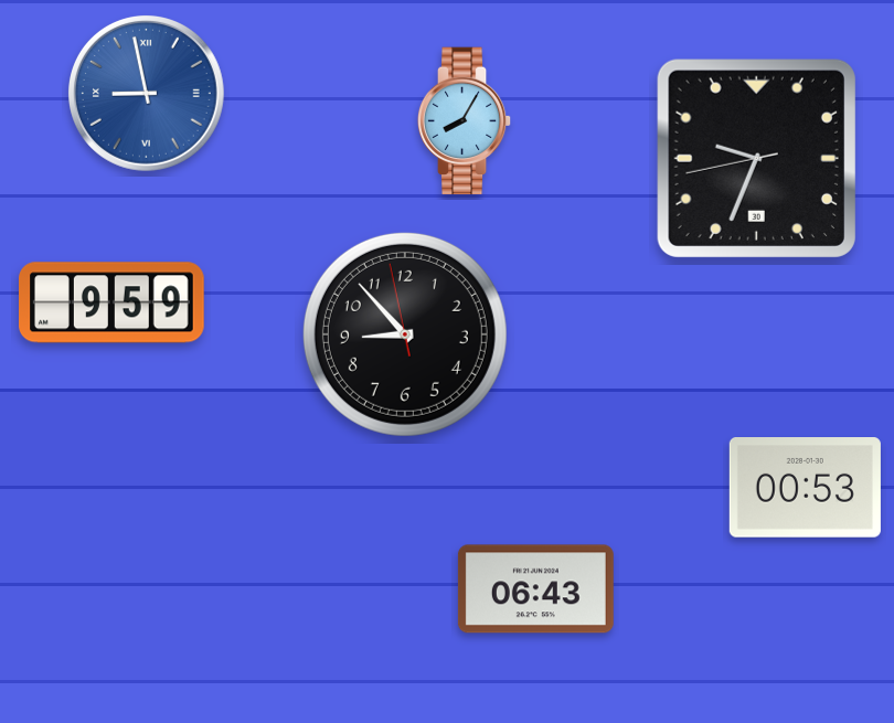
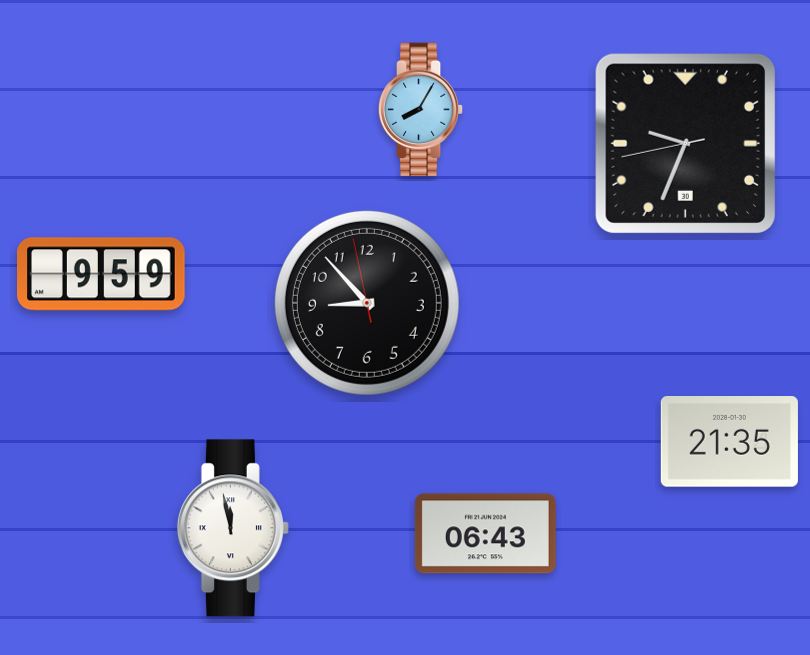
clock at (146, 93): 8:58 -> none
clock at (805, 488): 00:53 -> 21:35
clock at (233, 528): none -> 11:58
